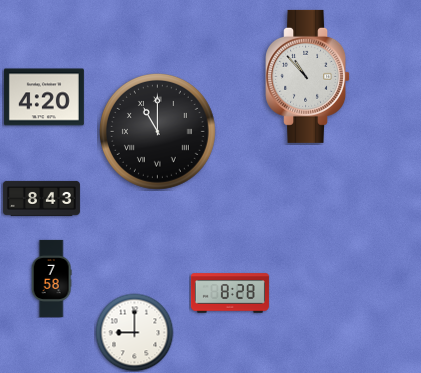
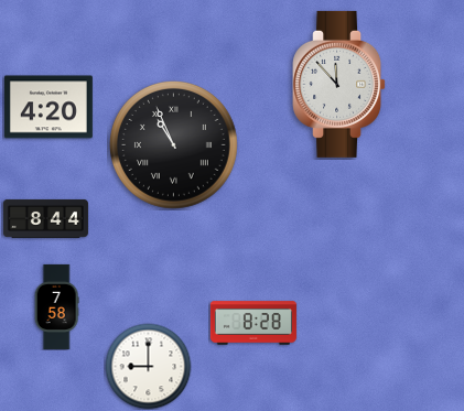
clock at (308, 76): 10:53 -> 11:53
clock at (158, 132): 11:00 -> 10:56
clock at (41, 198): 8:43 -> 8:44
